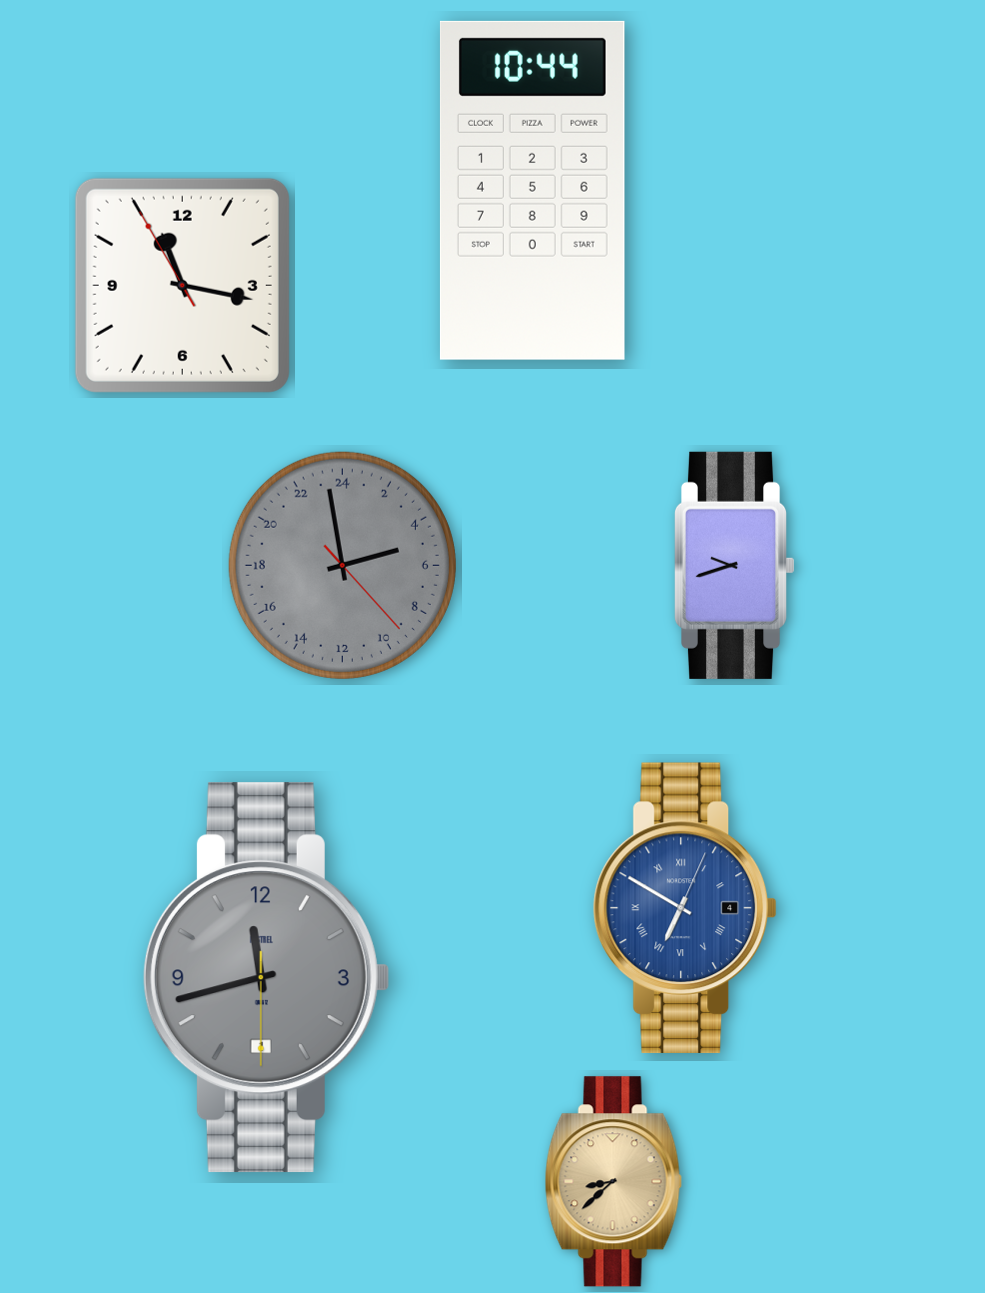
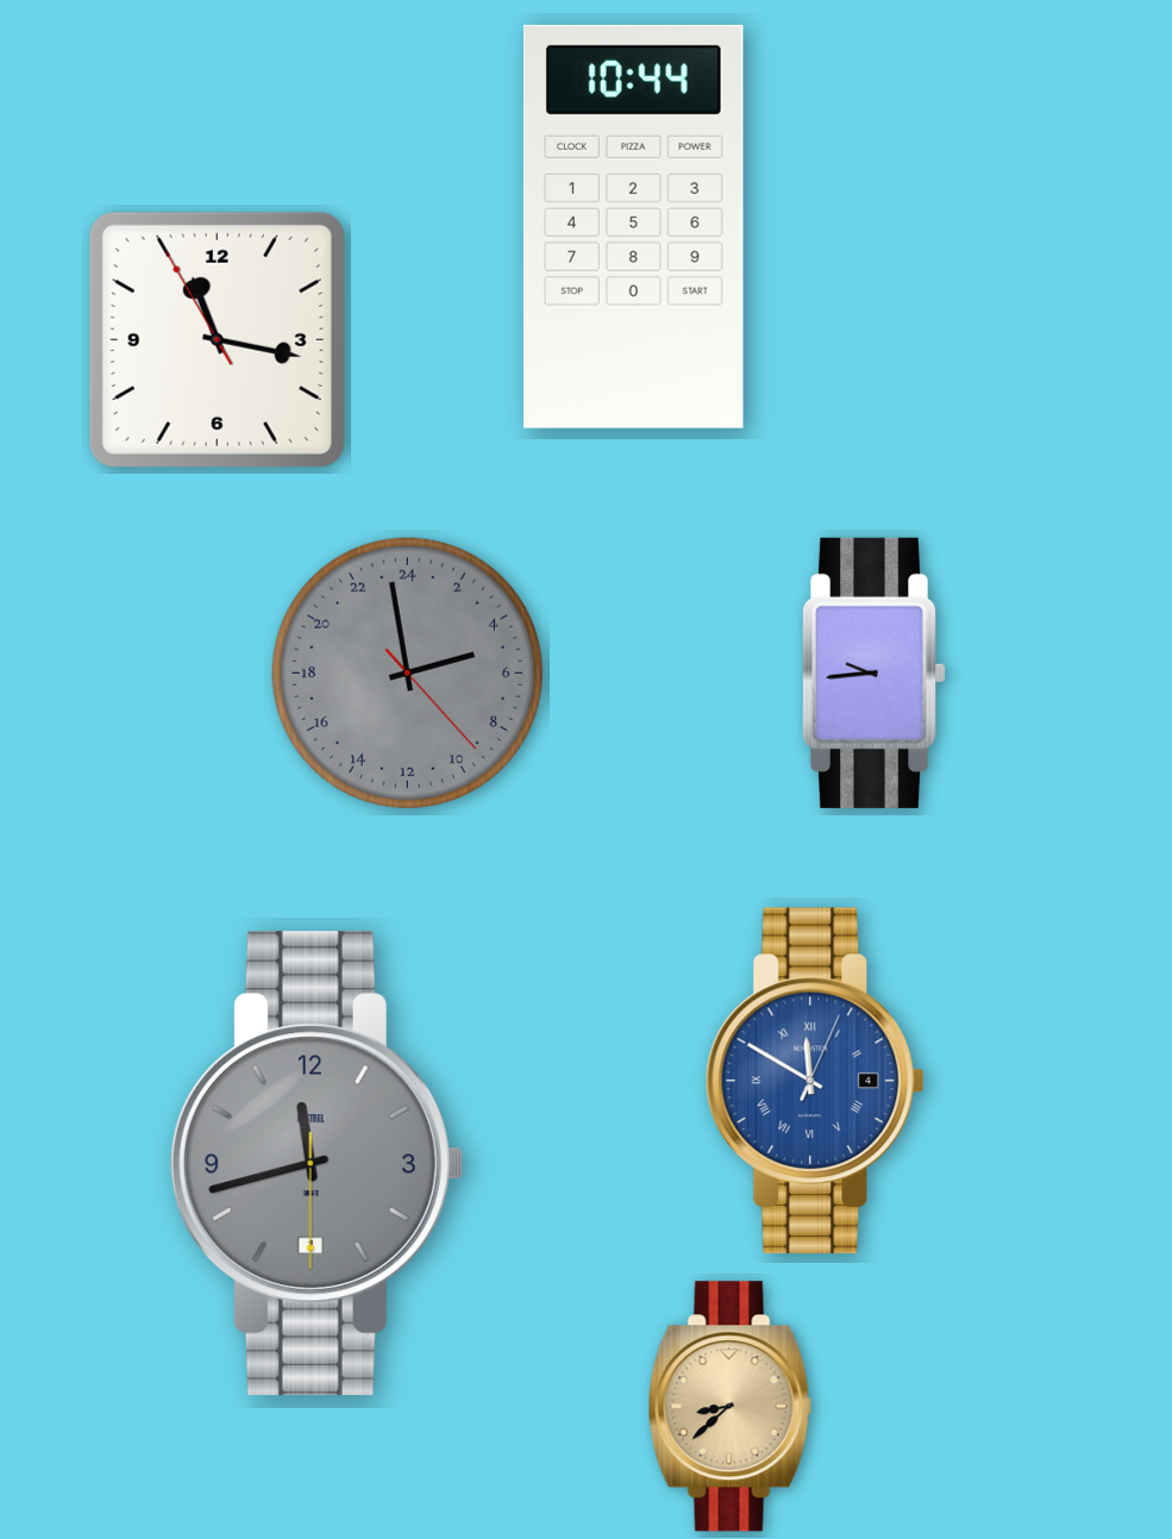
clock at (734, 565): 9:42 -> 9:44
clock at (685, 908): 6:50 -> 11:50
